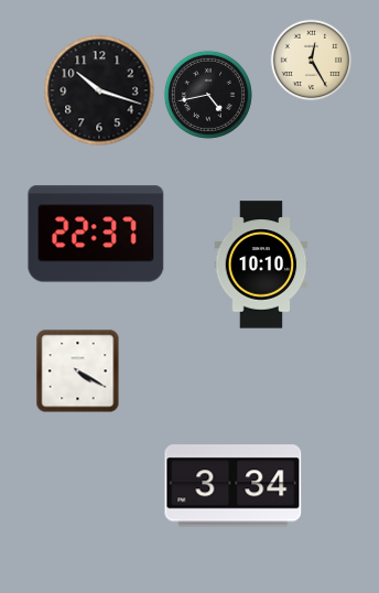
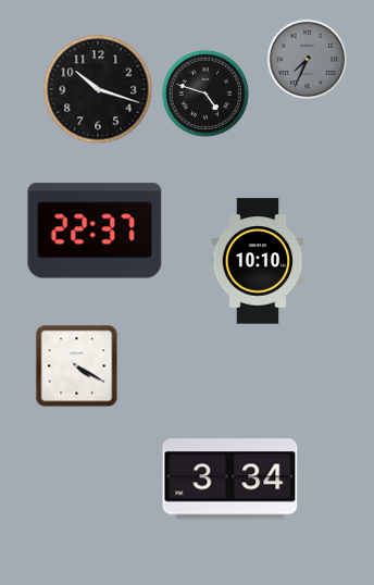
clock at (312, 61): 12:25 -> 7:34
clock at (312, 61) dial: cream -> grey
clock at (208, 95): 4:43 -> 4:48
